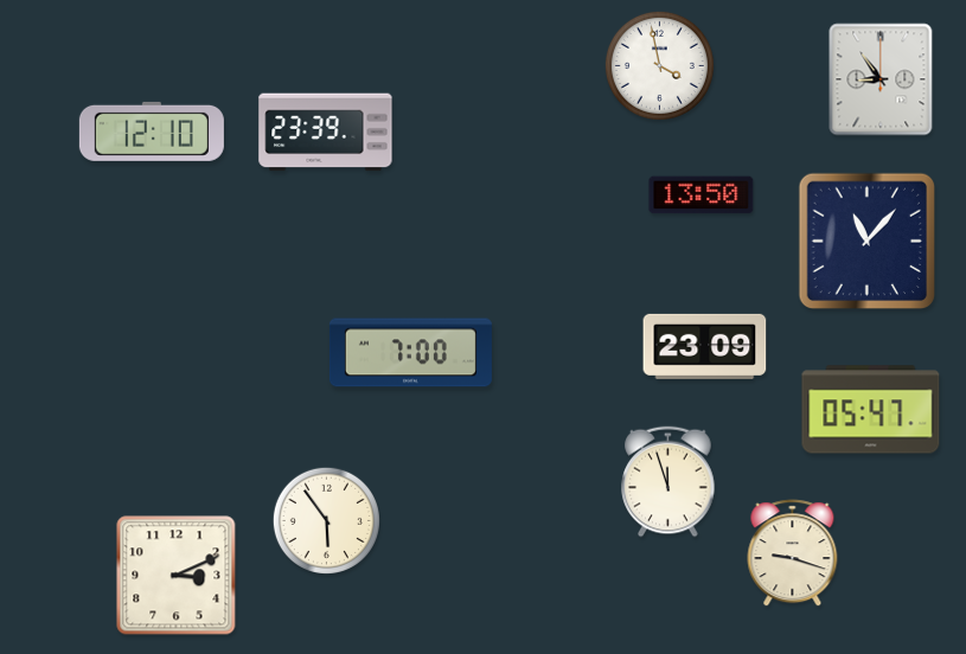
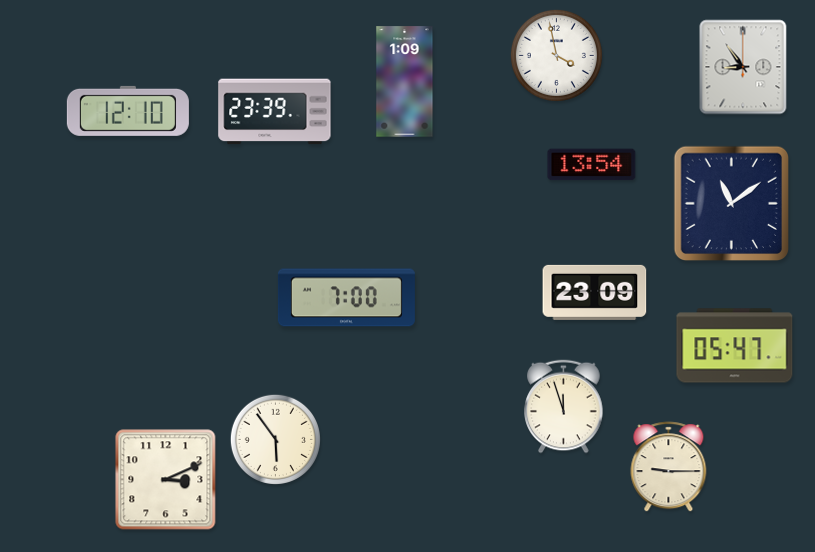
clock at (405, 82): none -> 1:09
clock at (702, 195): 13:50 -> 13:54
clock at (866, 241): 11:07 -> 11:09
clock at (793, 553): 9:18 -> 9:15
clock at (177, 576) position: (177, 576) -> (166, 480)
